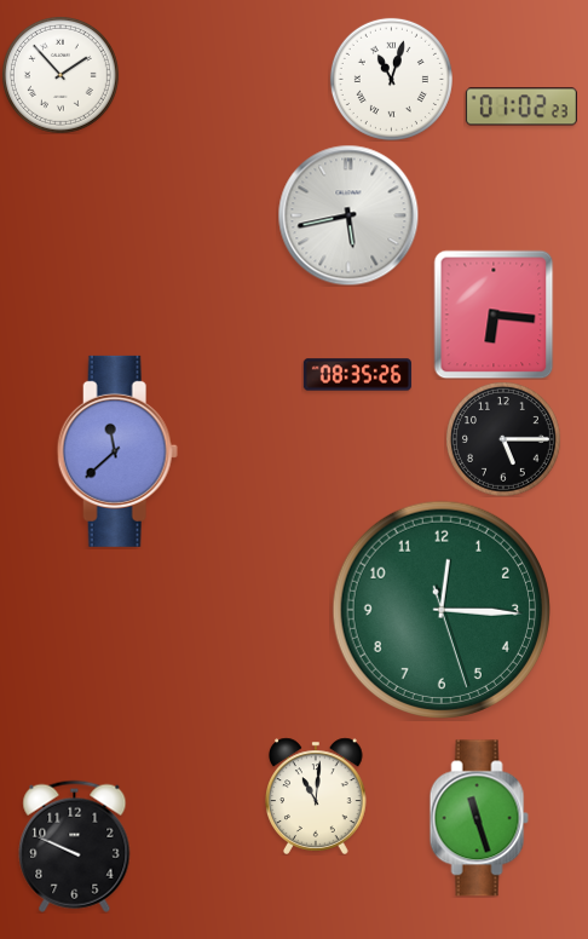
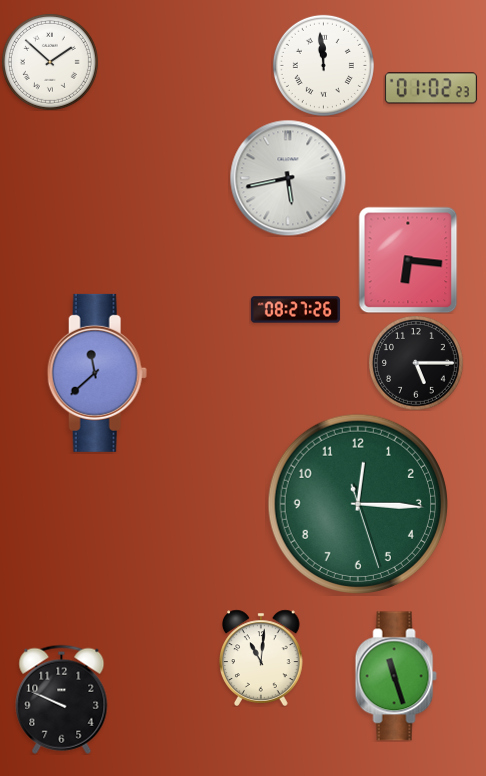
clock at (60, 75): 1:53 -> 1:52
clock at (391, 79): 11:03 -> 11:59
clock at (357, 375): 08:35 -> 08:27
clock at (440, 609) position: (440, 609) -> (357, 503)
